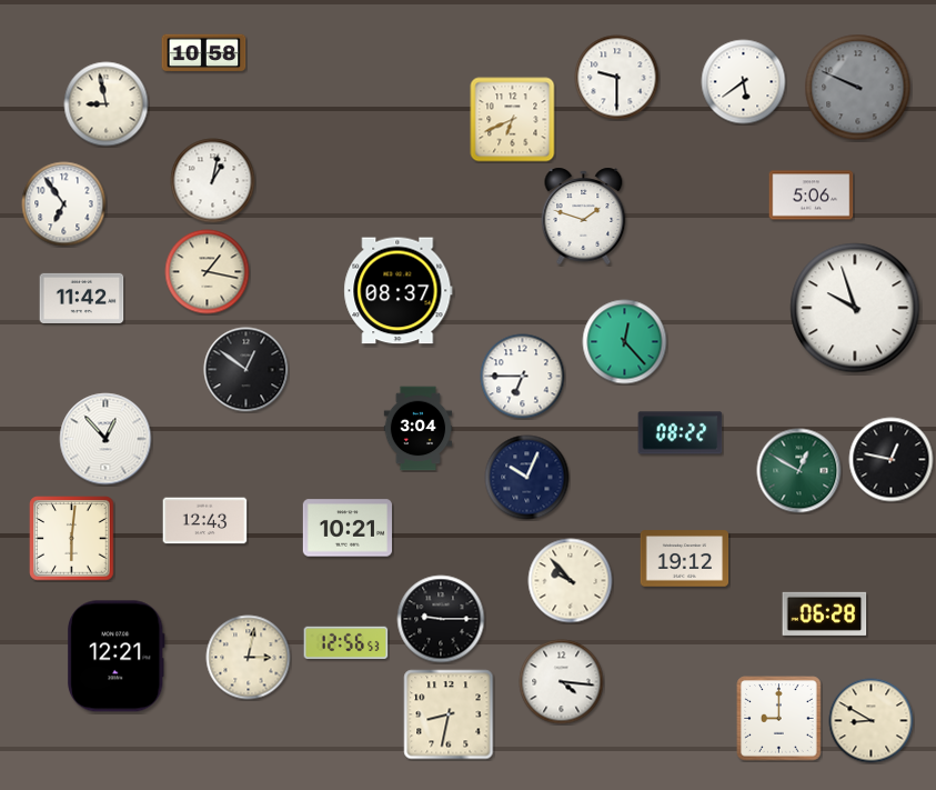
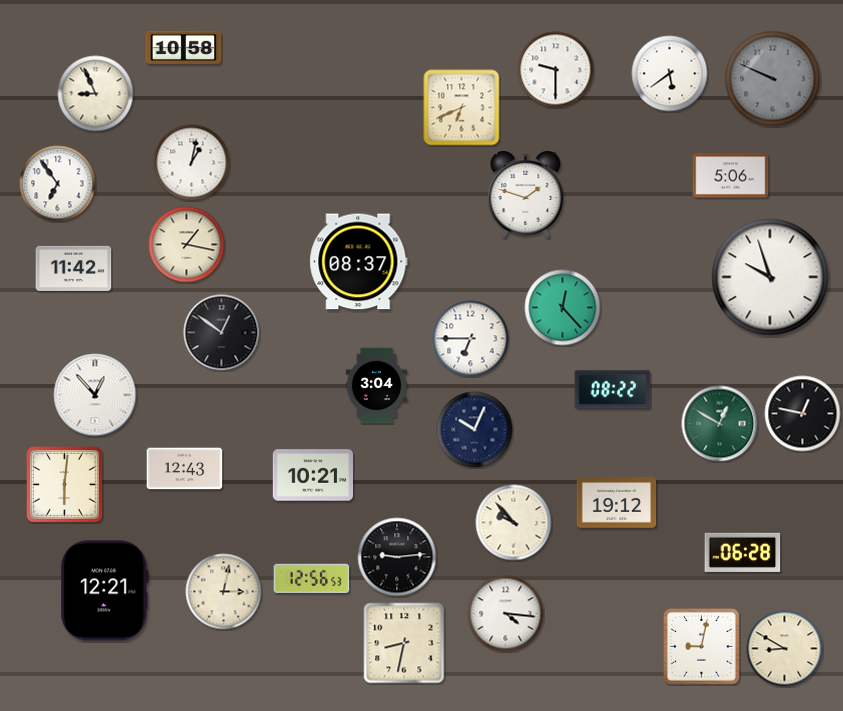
clock at (107, 104): 8:58 -> 8:56
clock at (441, 619): 9:15 -> 9:14
clock at (779, 719): 9:00 -> 9:02
